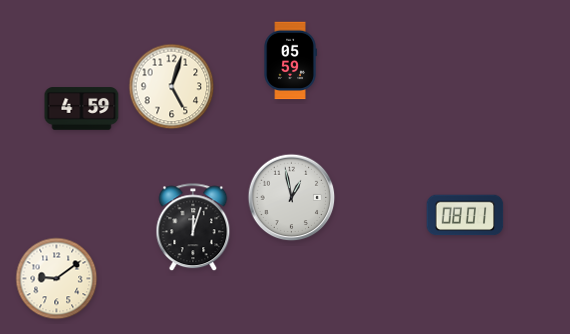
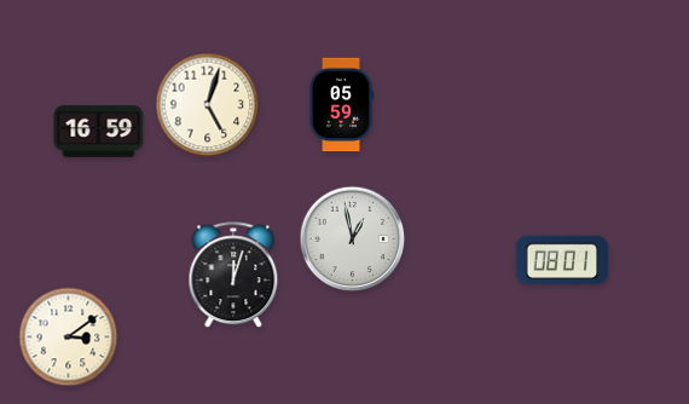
clock at (290, 61) position: (290, 61) -> (341, 105)
clock at (82, 109): 4:59 -> 16:59
clock at (57, 279): 9:09 -> 3:09
